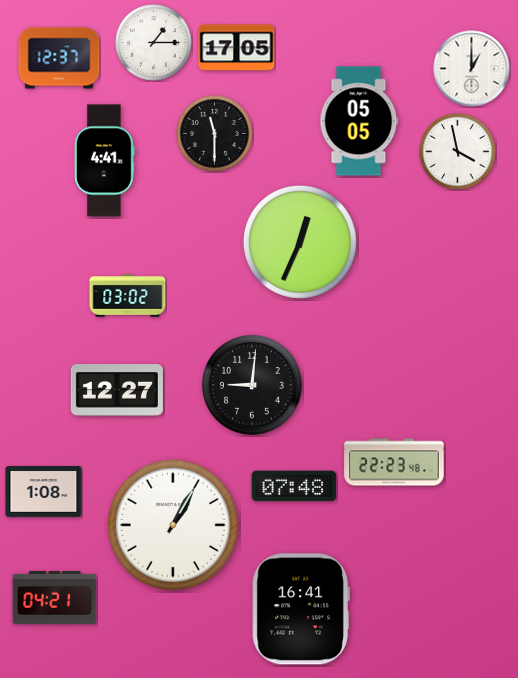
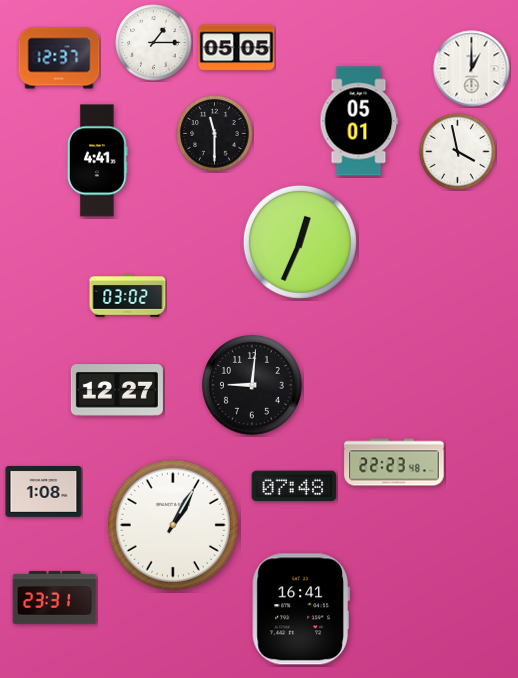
clock at (237, 48): 17:05 -> 05:05
clock at (359, 121): 05:05 -> 05:01
clock at (105, 161) position: (105, 161) -> (98, 161)
clock at (55, 597): 04:21 -> 23:31
